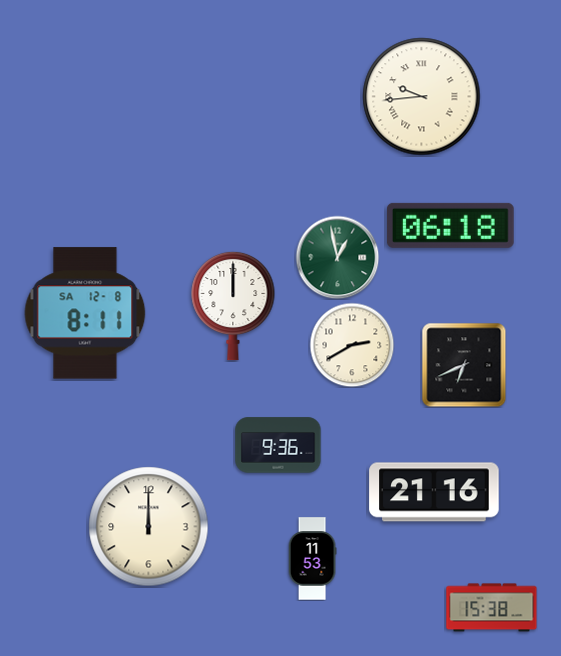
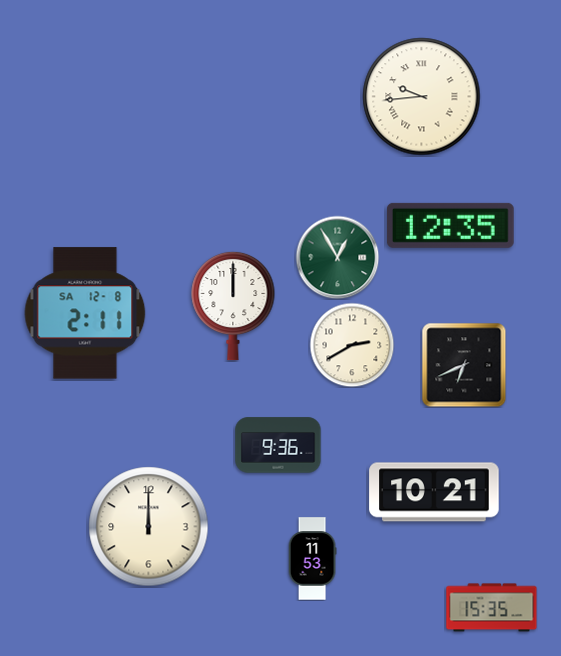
clock at (451, 225): 06:18 -> 12:35
clock at (337, 257): 12:58 -> 12:55
clock at (85, 313): 8:11 -> 2:11
clock at (434, 492): 21:16 -> 10:21
clock at (492, 608): 15:38 -> 15:35
